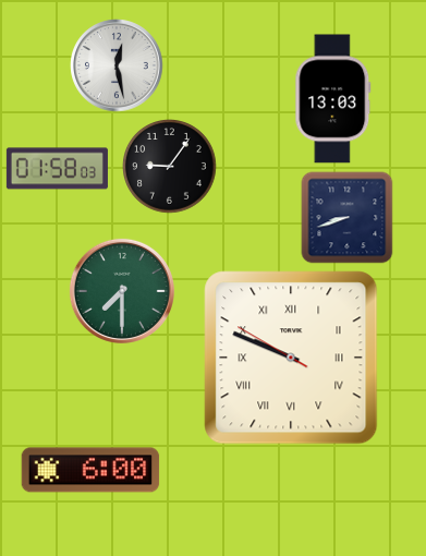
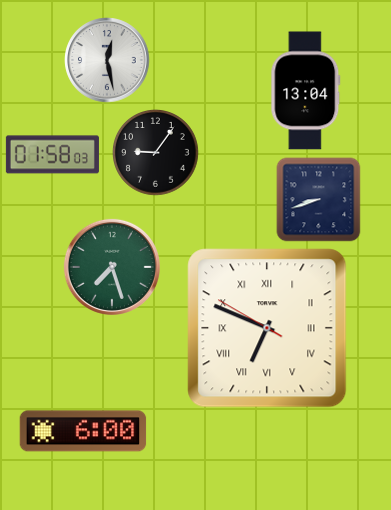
clock at (333, 99): 13:03 -> 13:04
clock at (122, 291): 7:30 -> 7:27
clock at (291, 358): 9:48 -> 6:48
